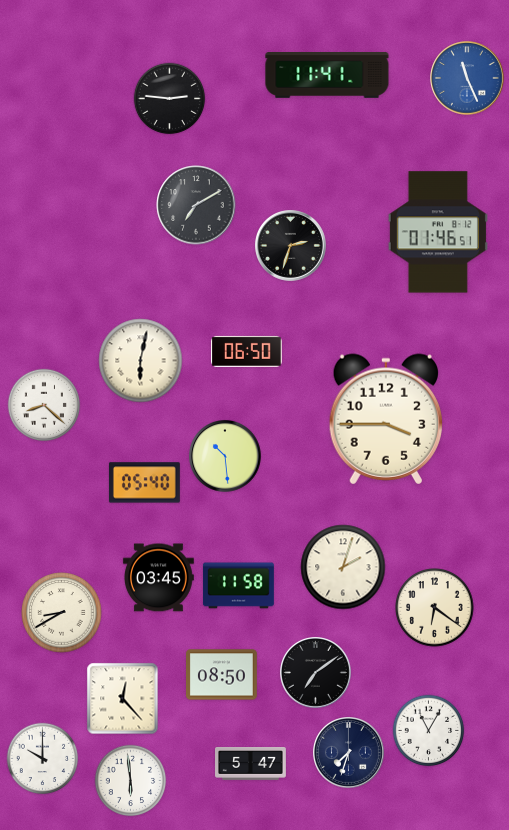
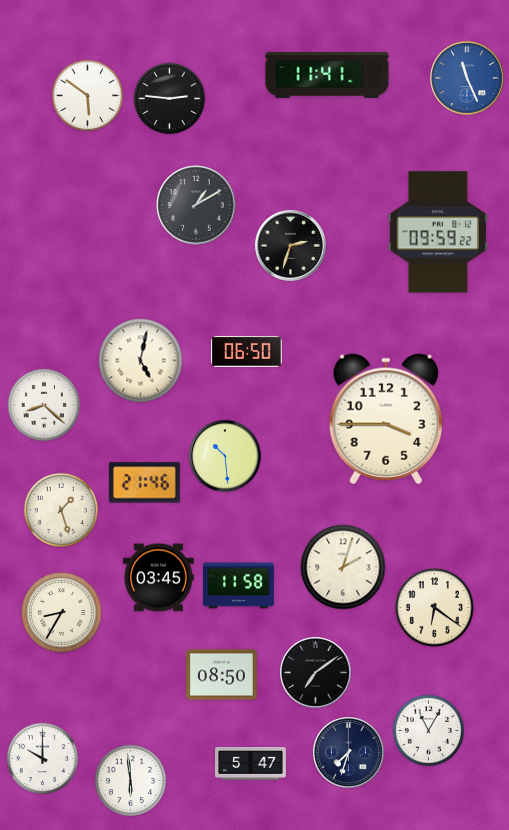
clock at (88, 96): none -> 5:51
clock at (196, 205): 7:10 -> 1:10
clock at (438, 232): 01:46 -> 09:59
clock at (141, 361): 6:02 -> 5:02
clock at (144, 483): 05:40 -> 21:46
clock at (61, 510): none -> 1:27
clock at (62, 613): 8:40 -> 8:35
clock at (123, 699): 12:23 -> none
